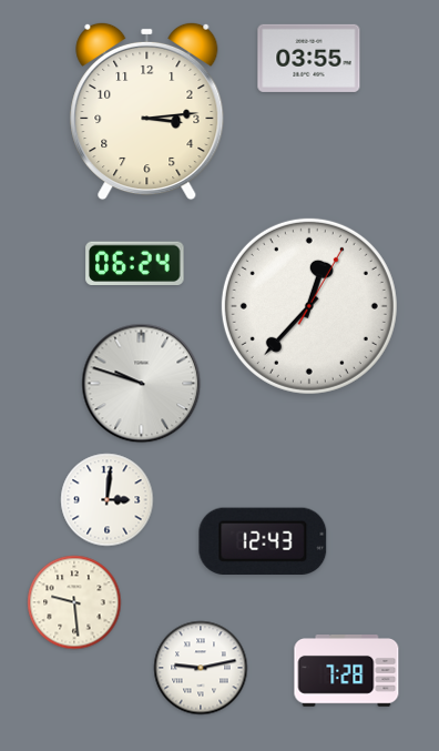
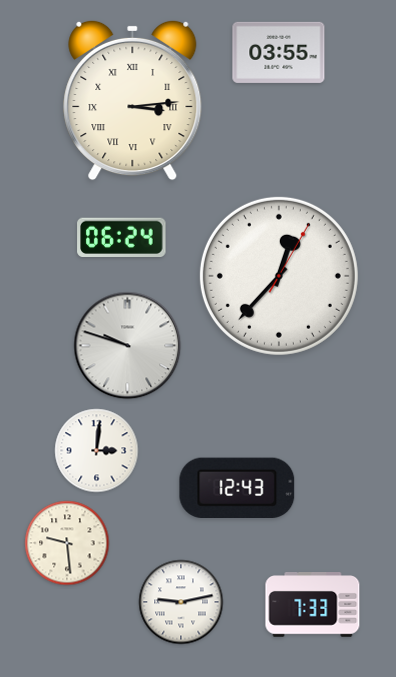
clock at (147, 111) numerals: Arabic -> Roman
clock at (347, 671): 7:28 -> 7:33
